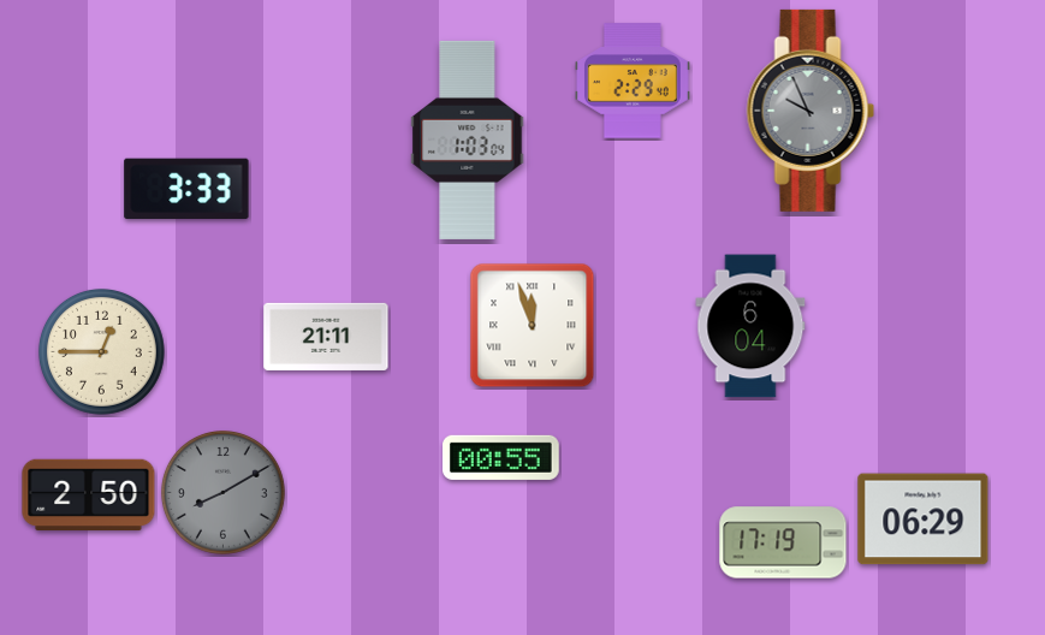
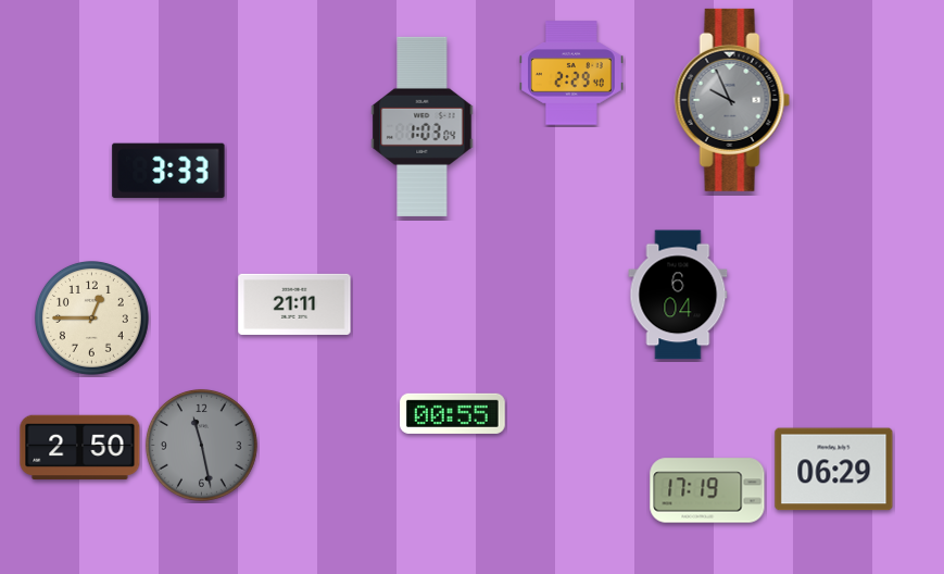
clock at (533, 326): 11:57 -> none
clock at (222, 492): 8:10 -> 11:28
